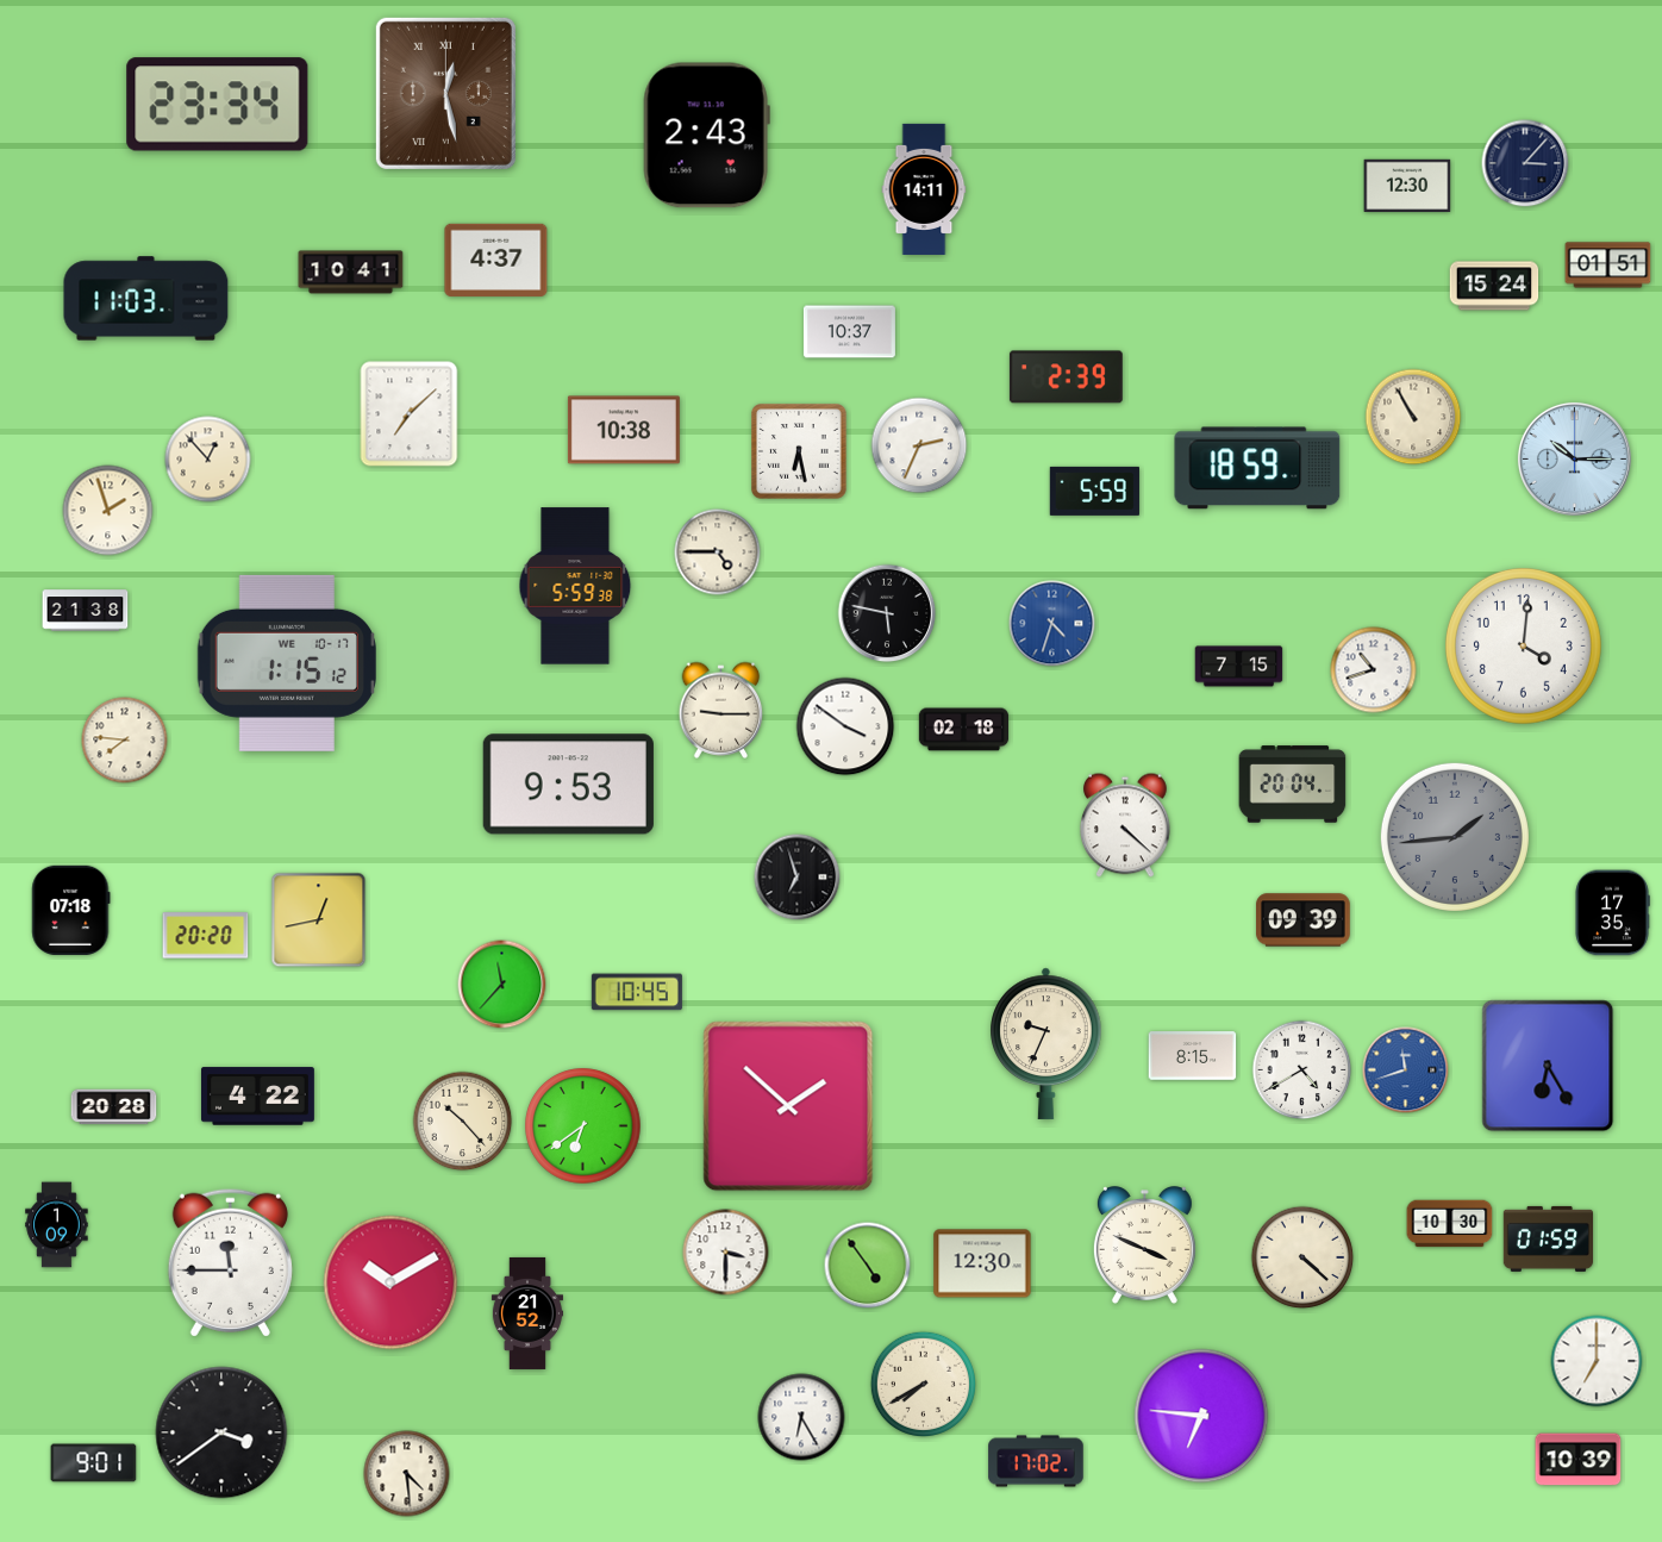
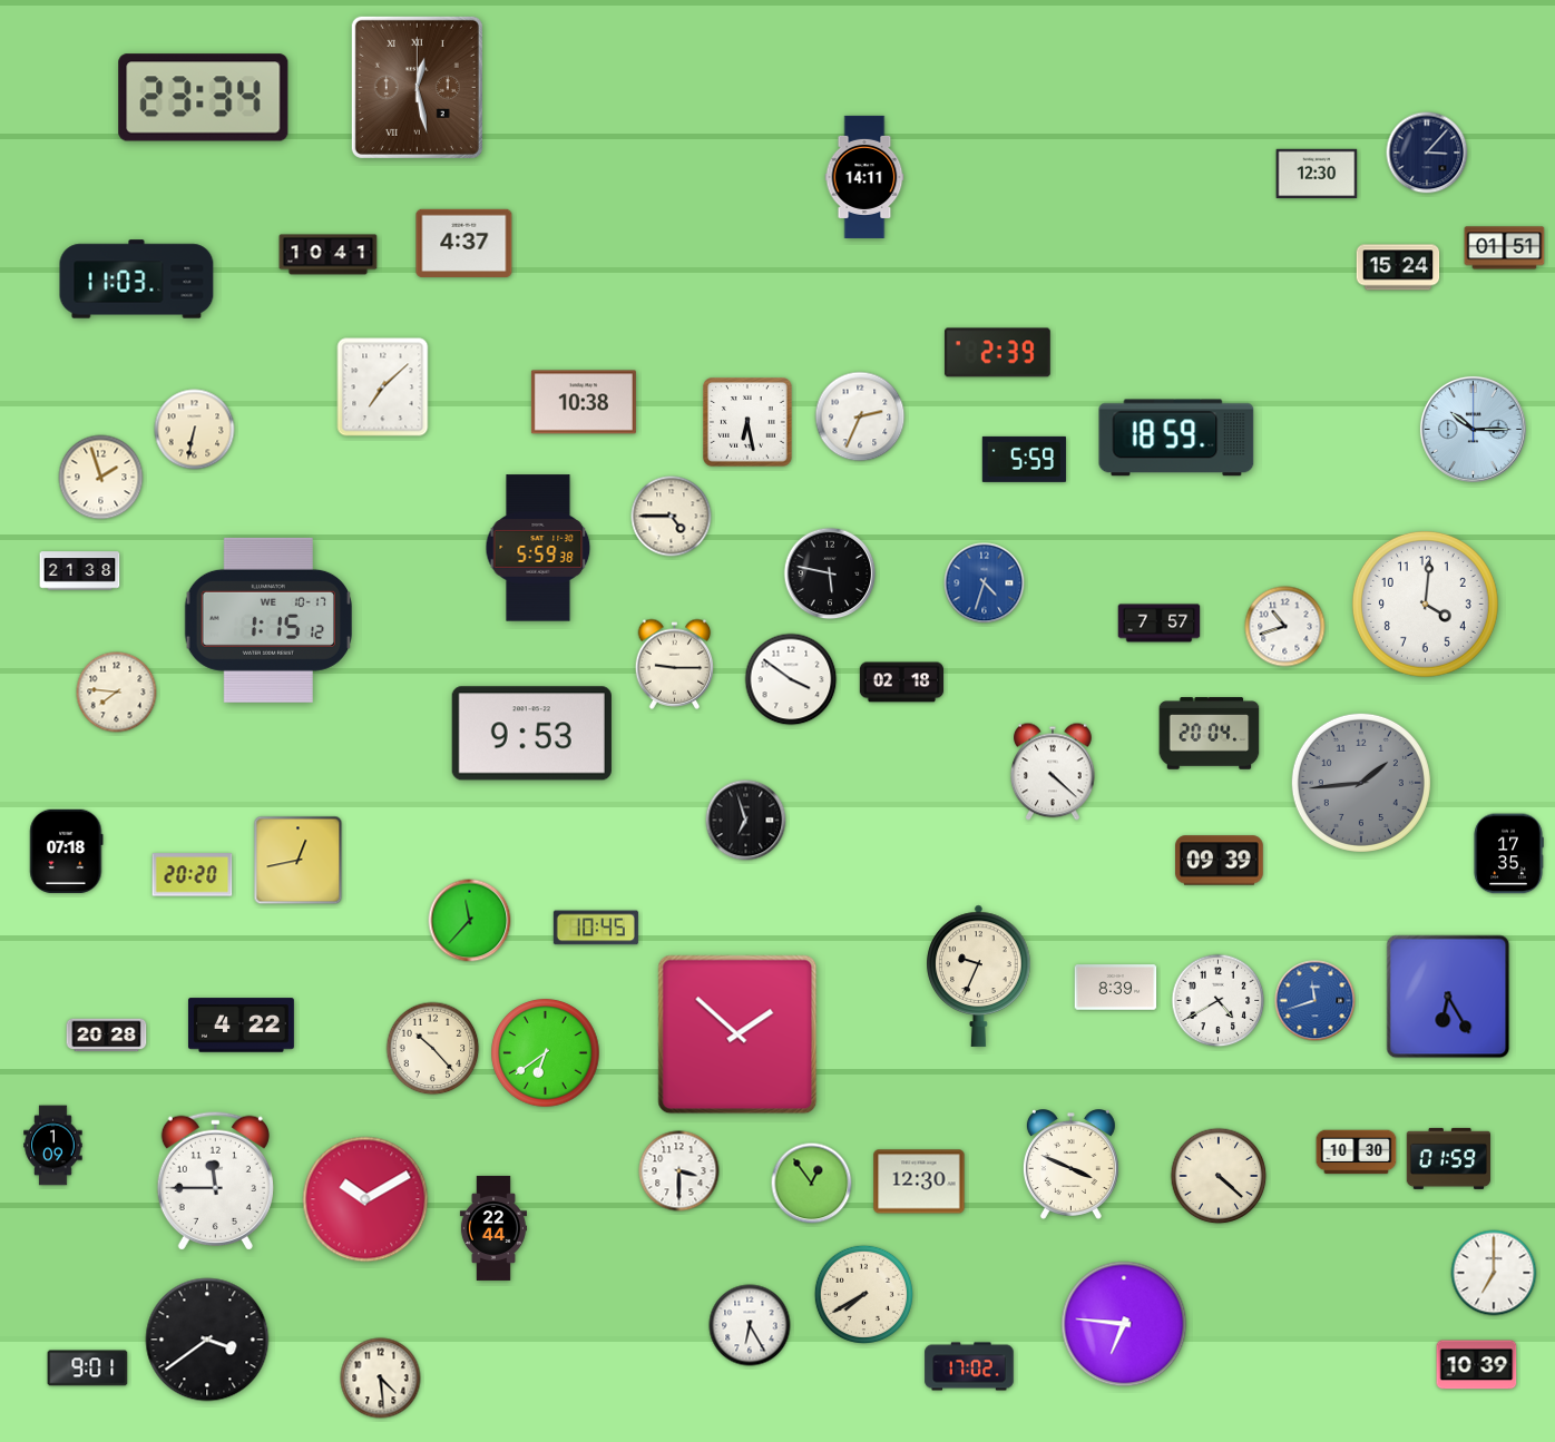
clock at (706, 136): 2:43 -> none
clock at (849, 332): 10:37 -> none
clock at (1413, 417): 10:55 -> none
clock at (208, 460): 12:53 -> 6:32
clock at (1239, 667): 7:15 -> 7:57
clock at (1193, 1056): 8:15 -> 8:39
clock at (1450, 1224) position: (1450, 1224) -> (1357, 1152)
clock at (868, 1266): 4:54 -> 12:54
clock at (526, 1313): 21:52 -> 22:44
